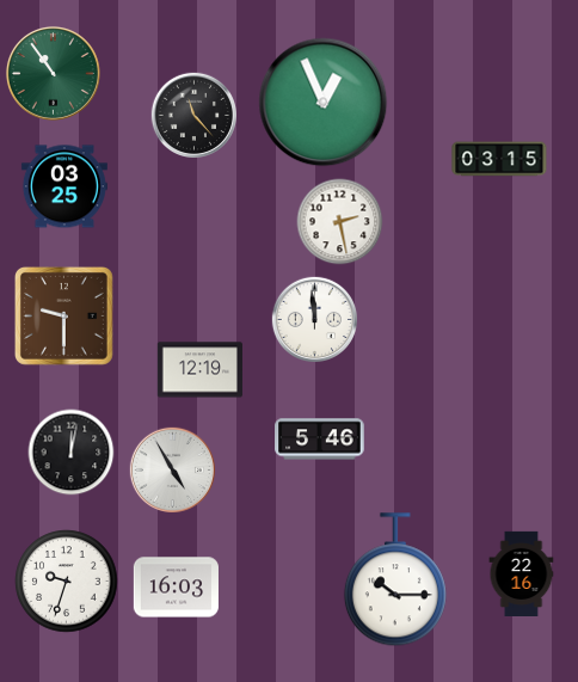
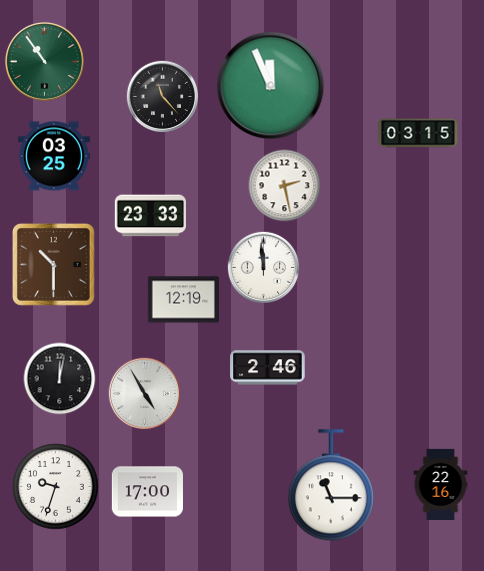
clock at (324, 103): 12:56 -> 11:56
clock at (150, 216): none -> 23:33
clock at (63, 315): 9:30 -> 10:30
clock at (199, 370) position: (199, 370) -> (183, 300)
clock at (320, 440): 5:46 -> 2:46
clock at (522, 573) position: (522, 573) -> (441, 484)
clock at (395, 580): 10:15 -> 11:15
clock at (176, 588): 16:03 -> 17:00
